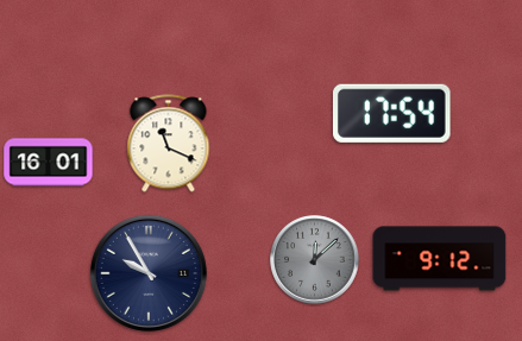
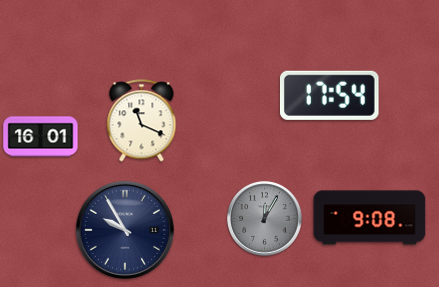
clock at (440, 259): 9:12 -> 9:08
clock at (315, 260): 12:08 -> 12:05
